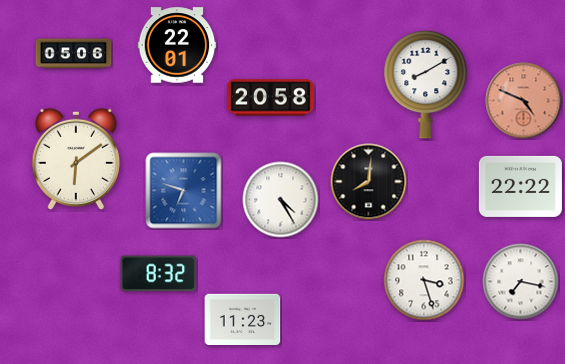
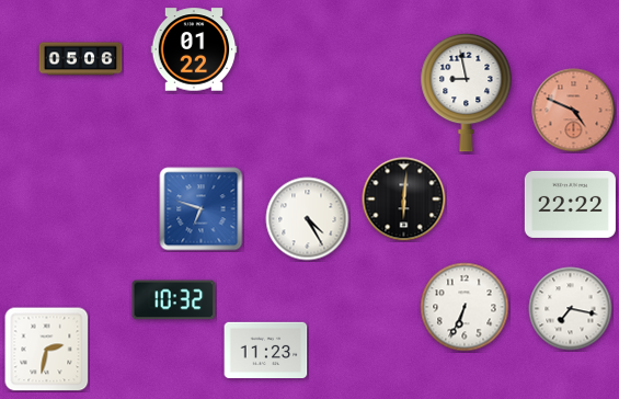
clock at (177, 45): 22:01 -> 01:22
clock at (426, 84): 8:10 -> 8:58
clock at (270, 98): 20:58 -> none
clock at (76, 159): 6:09 -> none
clock at (369, 182): 8:01 -> 6:01
clock at (159, 274): 8:32 -> 10:32
clock at (424, 280): 3:27 -> 6:34
clock at (47, 350): none -> 2:32
